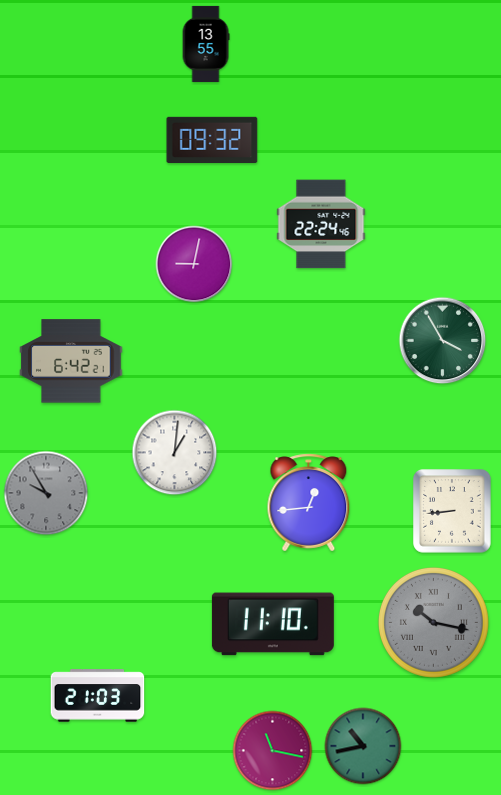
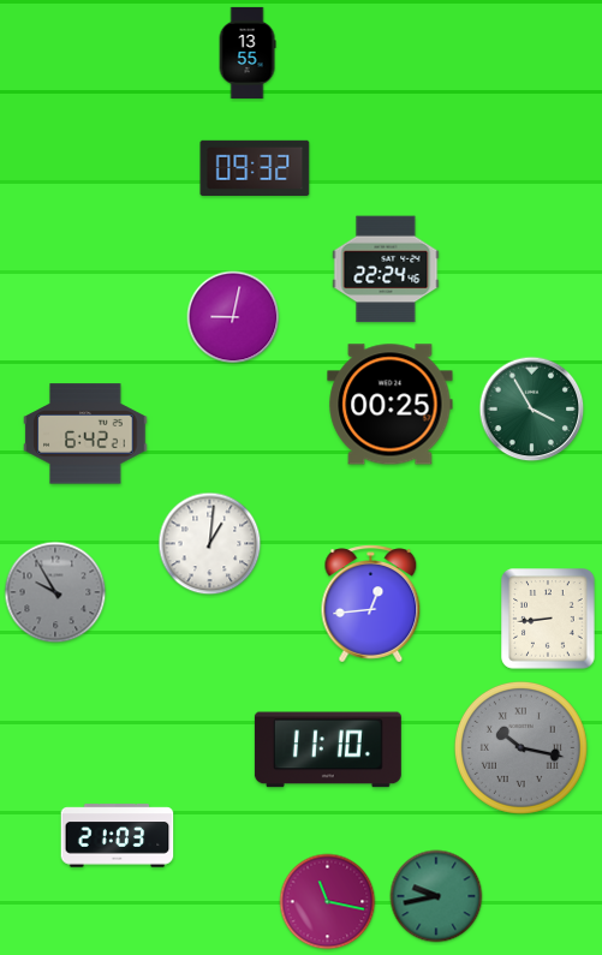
clock at (391, 405): none -> 00:25
clock at (452, 511) position: (452, 511) -> (548, 619)
clock at (363, 746): 10:43 -> 9:43
